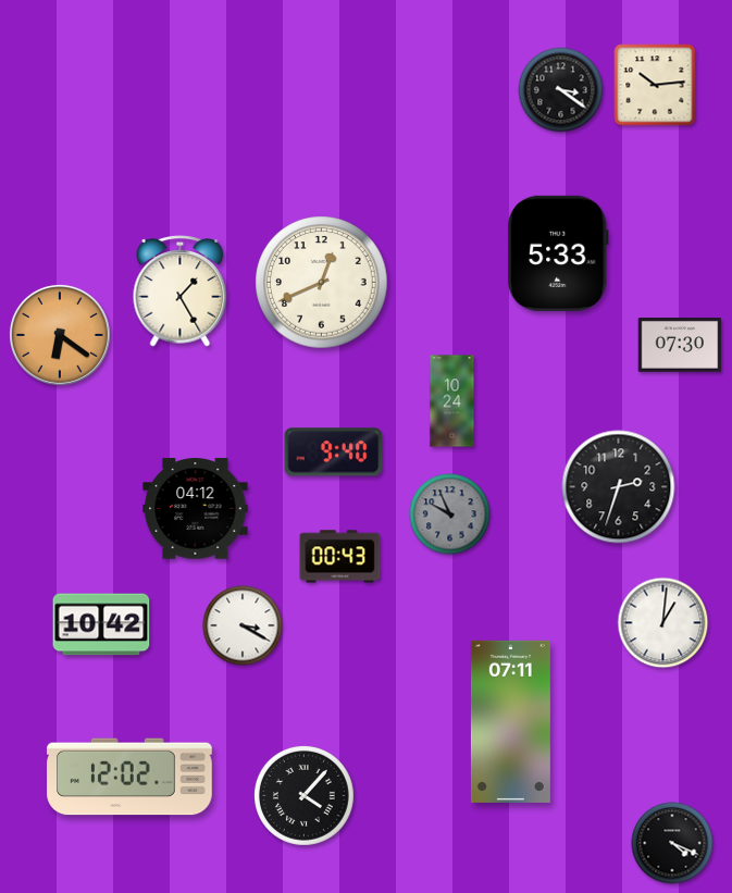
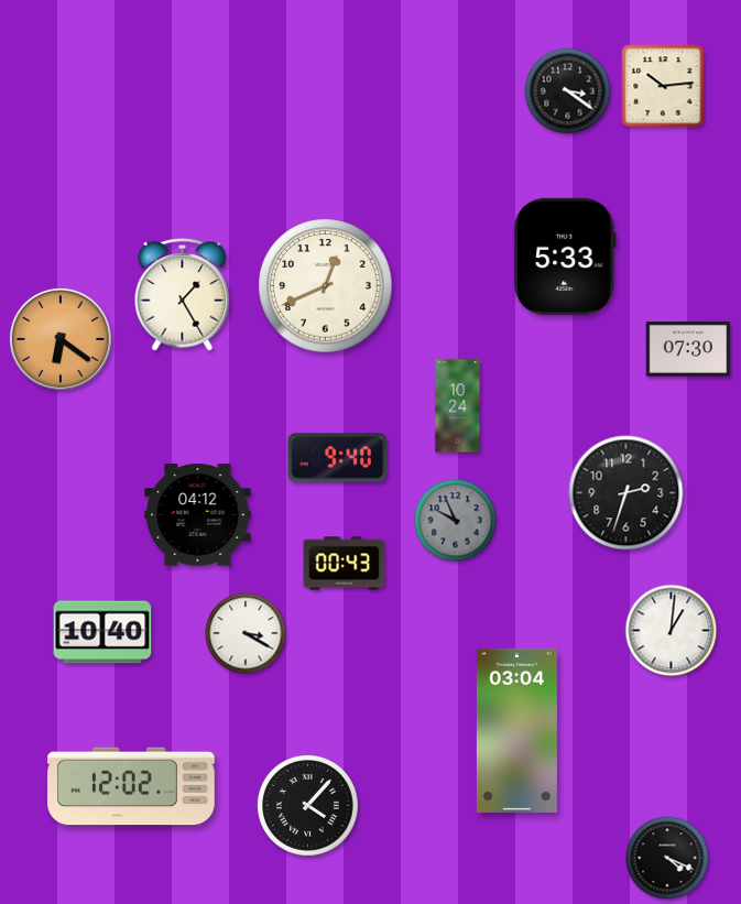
clock at (101, 624): 10:42 -> 10:40
clock at (510, 721): 07:11 -> 03:04
clock at (672, 843) position: (672, 843) -> (667, 858)
